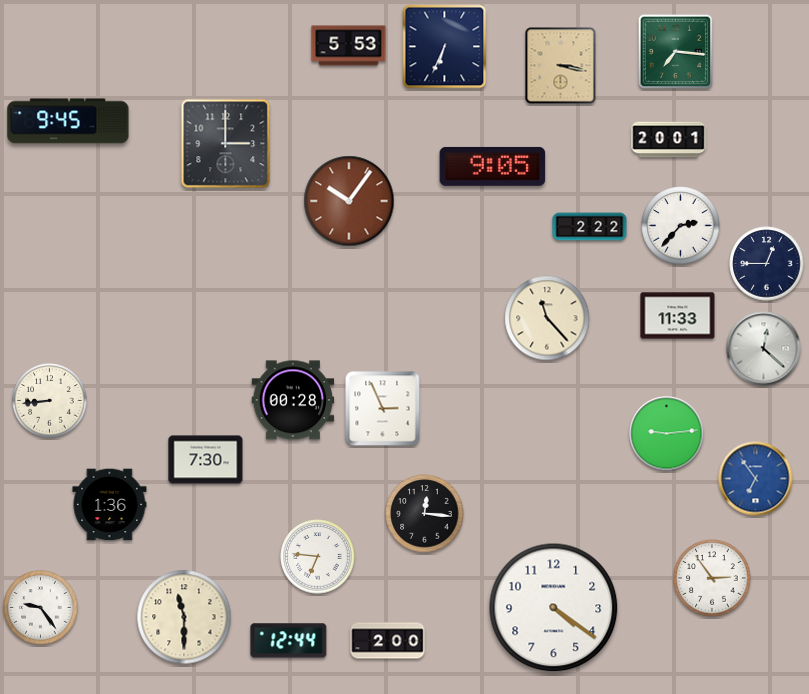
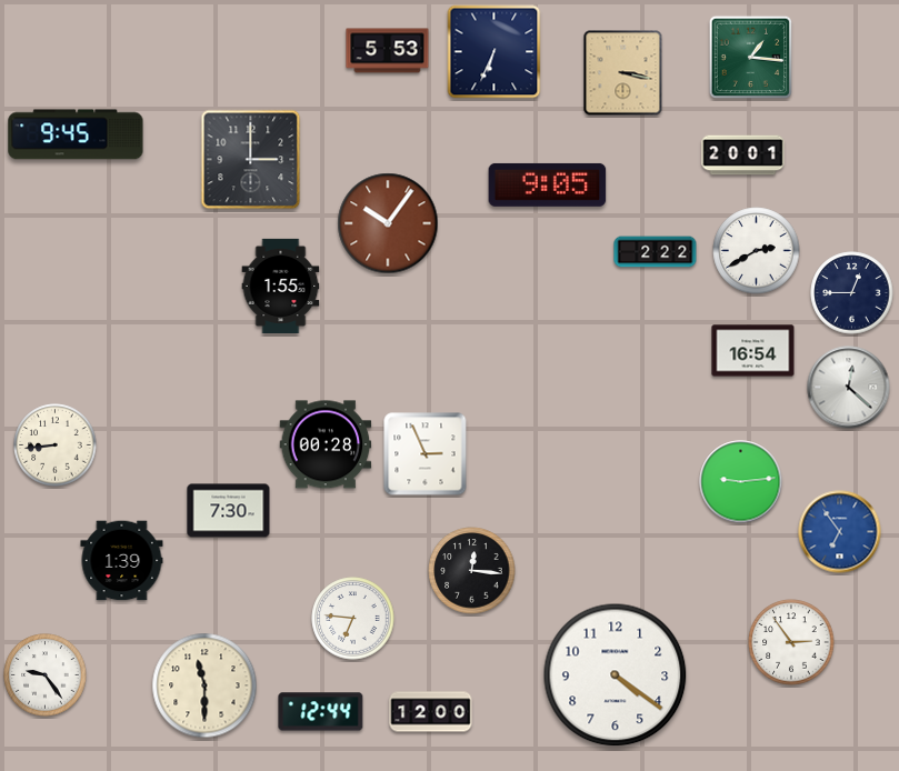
clock at (676, 52): 7:16 -> 1:16
clock at (681, 226): 2:37 -> 2:40
clock at (281, 286): none -> 1:55
clock at (678, 316): 11:33 -> 16:54
clock at (547, 318): 11:23 -> none
clock at (110, 505): 1:36 -> 1:39
clock at (388, 641): 2:00 -> 12:00
